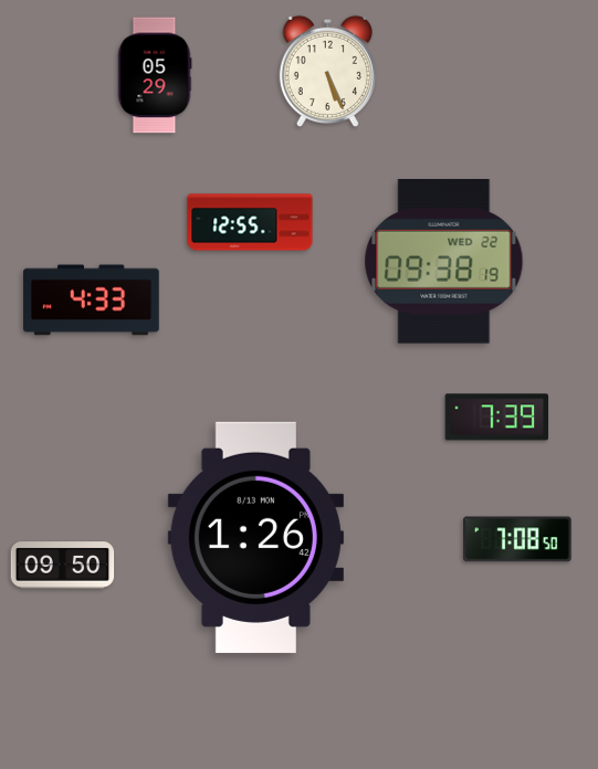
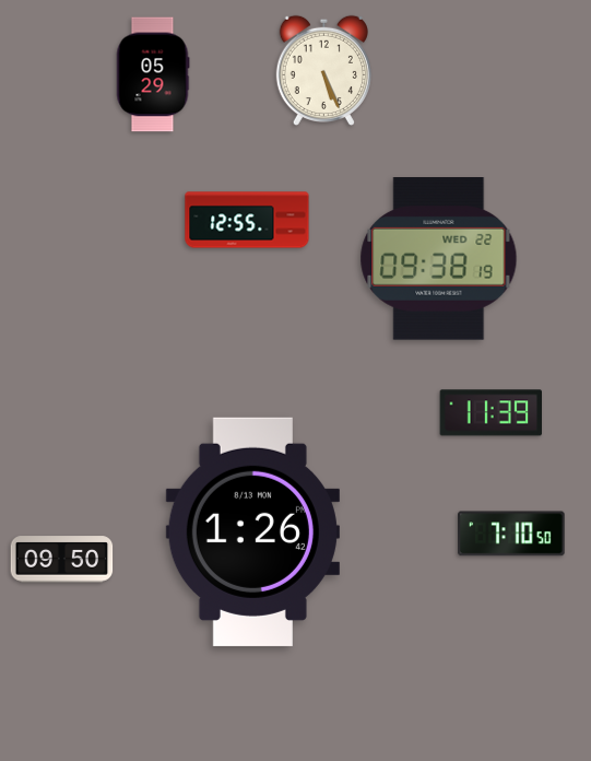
clock at (92, 301): 4:33 -> none
clock at (496, 418): 7:39 -> 11:39
clock at (517, 539): 7:08 -> 7:10
